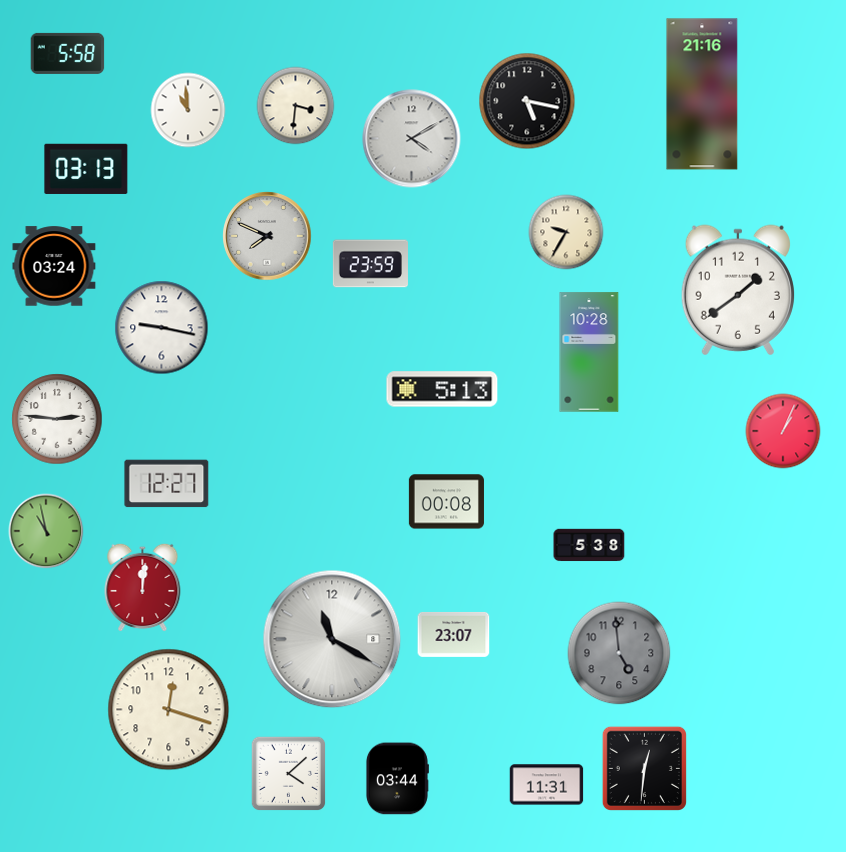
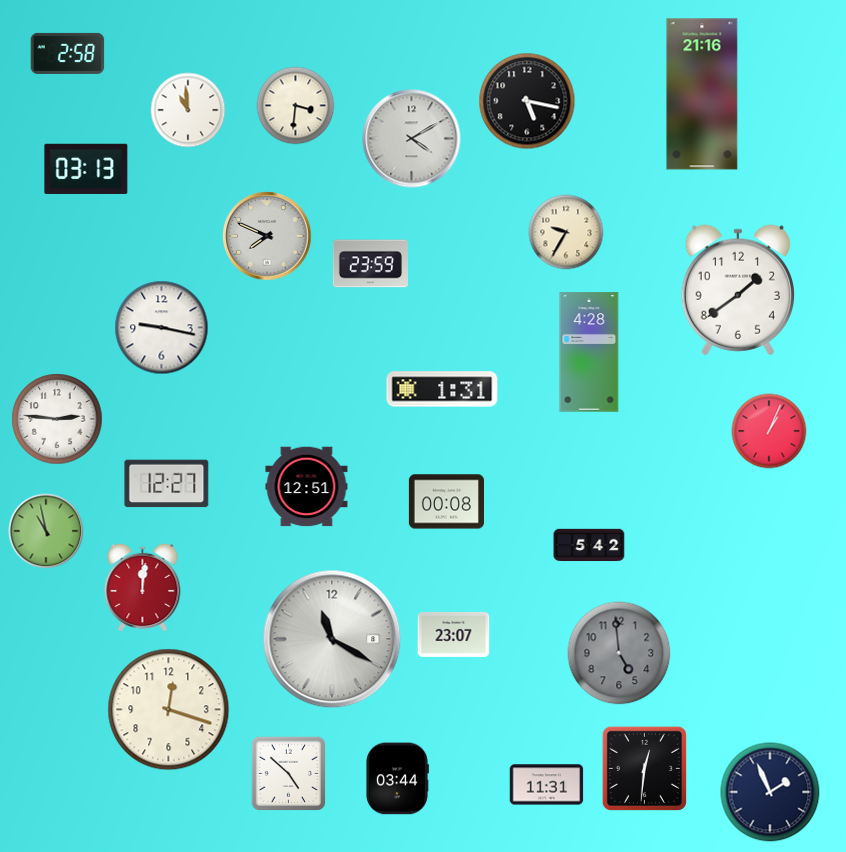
clock at (68, 53): 5:58 -> 2:58
clock at (54, 266): 03:24 -> none
clock at (589, 352): 10:28 -> 4:28
clock at (442, 389): 5:13 -> 1:31
clock at (783, 431) position: (783, 431) -> (769, 431)
clock at (307, 487): none -> 12:51
clock at (589, 545): 5:38 -> 5:42
clock at (289, 774): 4:08 -> 4:52
clock at (770, 792): none -> 1:56
